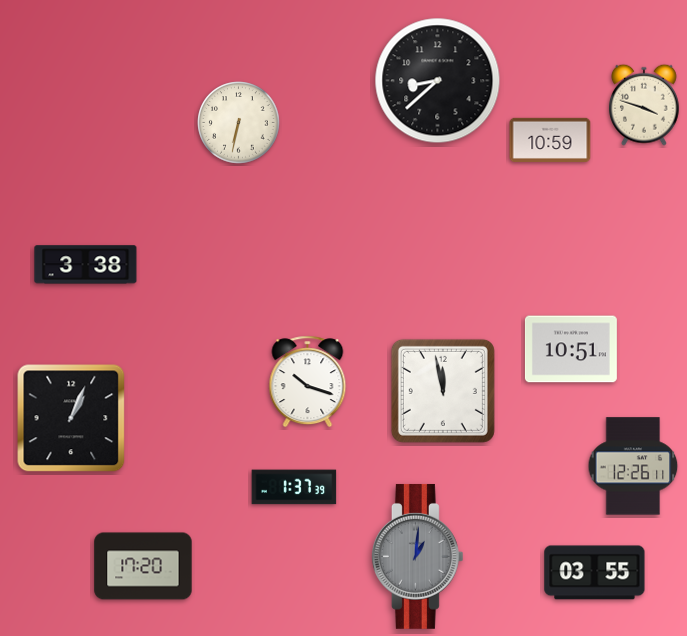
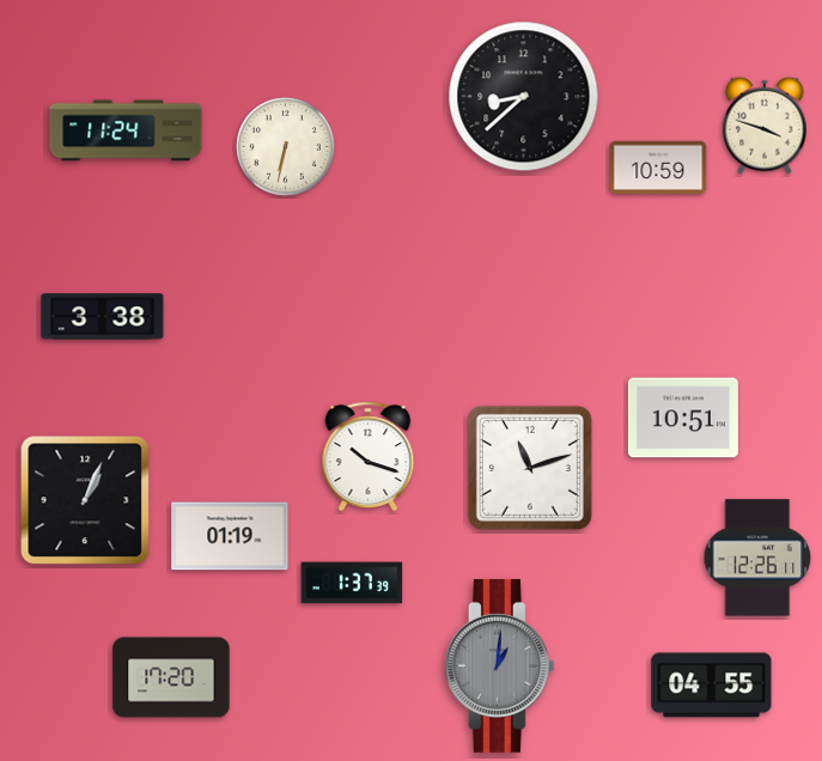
clock at (644, 105) position: (644, 105) -> (765, 126)
clock at (126, 130): none -> 11:24
clock at (443, 391): 11:58 -> 11:12
clock at (230, 536): none -> 01:19
clock at (595, 573): 03:55 -> 04:55
